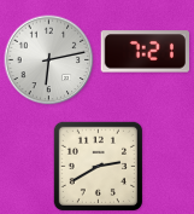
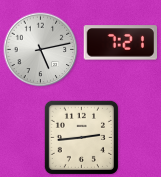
clock at (49, 60): 6:13 -> 5:13
clock at (98, 166): 2:40 -> 2:44
